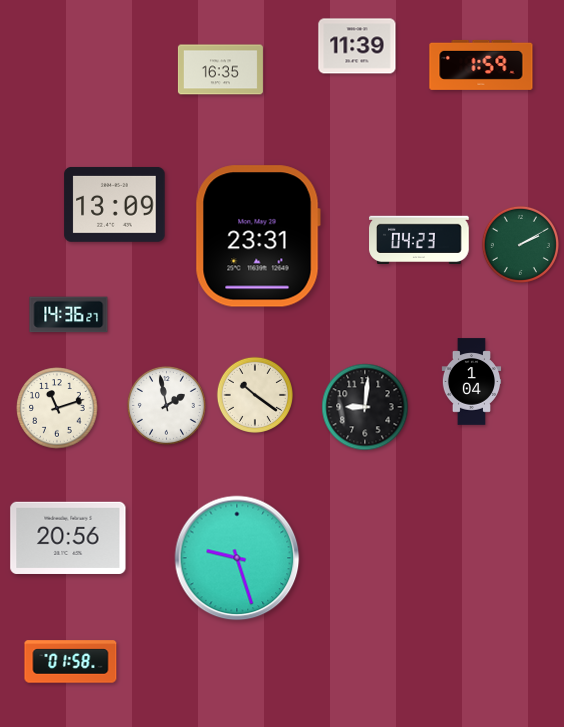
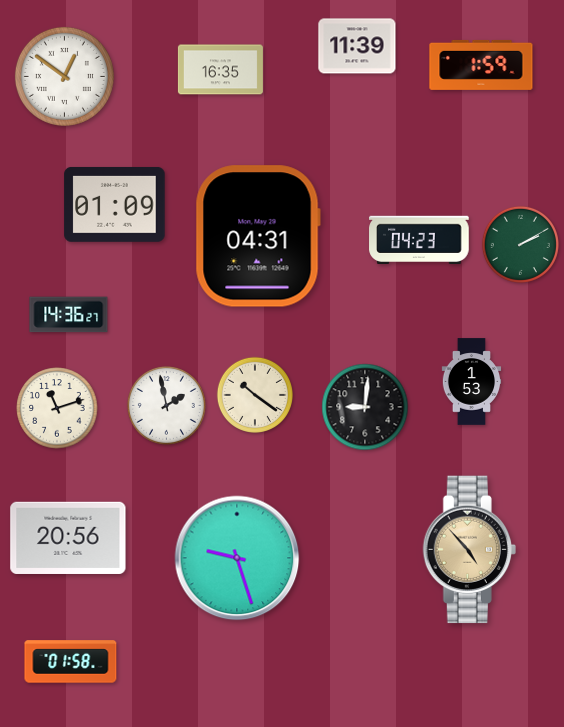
clock at (64, 76): none -> 12:51
clock at (115, 204): 13:09 -> 01:09
clock at (258, 236): 23:31 -> 04:31
clock at (472, 382): 1:04 -> 1:53
clock at (469, 550): none -> 4:53
